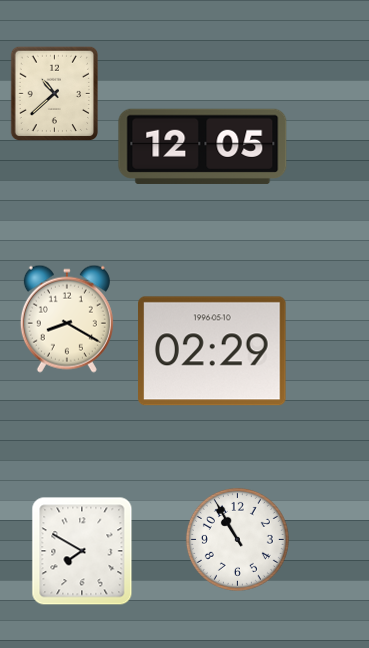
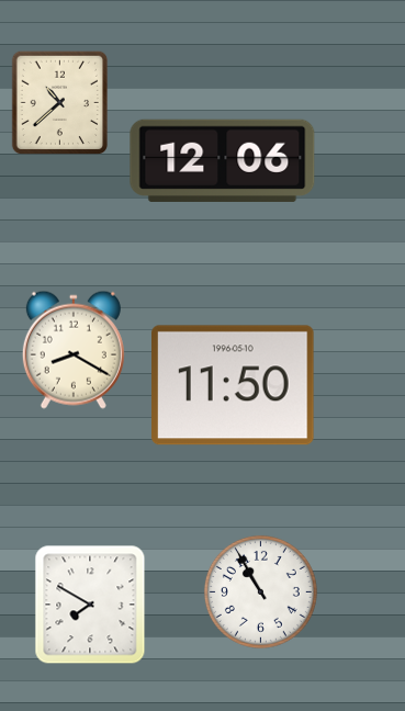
clock at (203, 146): 12:05 -> 12:06
clock at (213, 351): 02:29 -> 11:50
